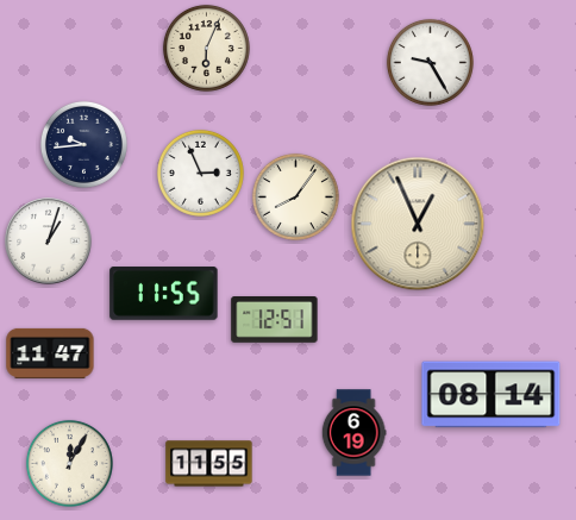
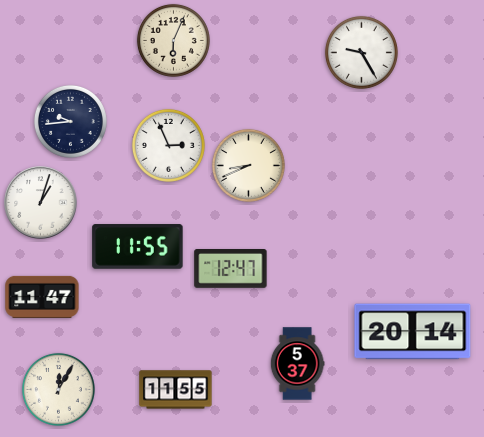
clock at (295, 196): 8:06 -> 8:41
clock at (418, 224): 12:56 -> none
clock at (275, 320): 12:51 -> 12:47
clock at (492, 395): 08:14 -> 20:14
clock at (353, 433): 6:19 -> 5:37
